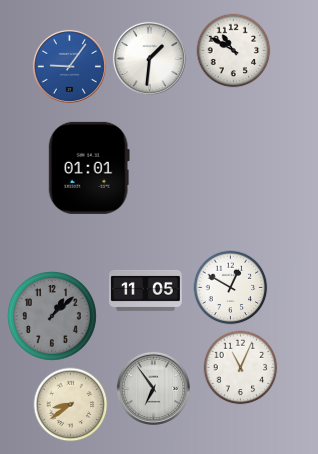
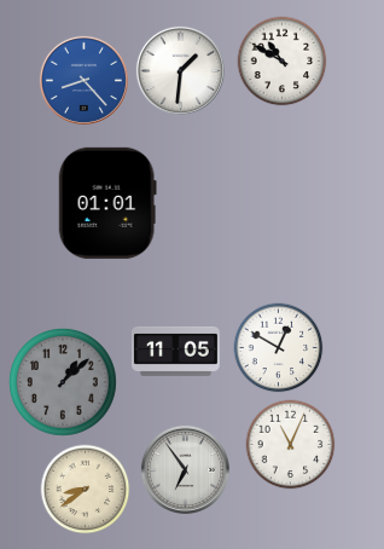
clock at (69, 66): 9:06 -> 8:23
